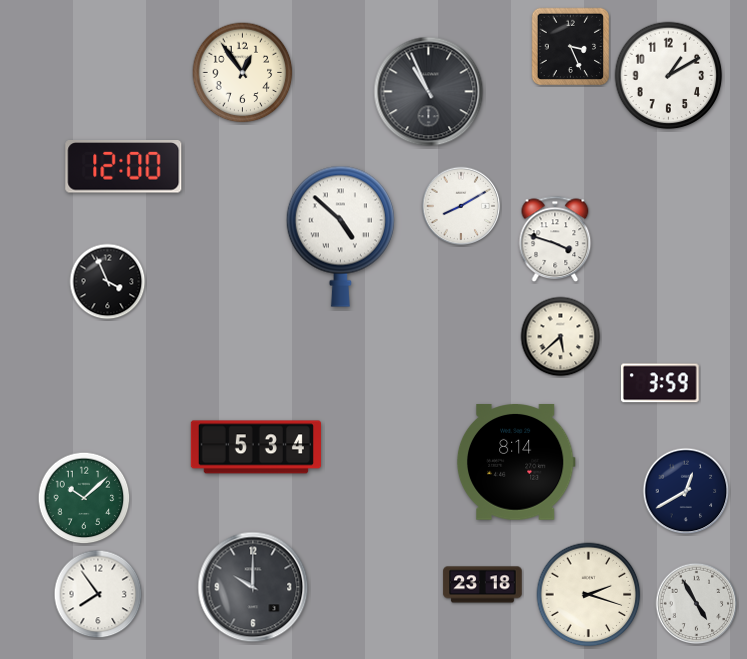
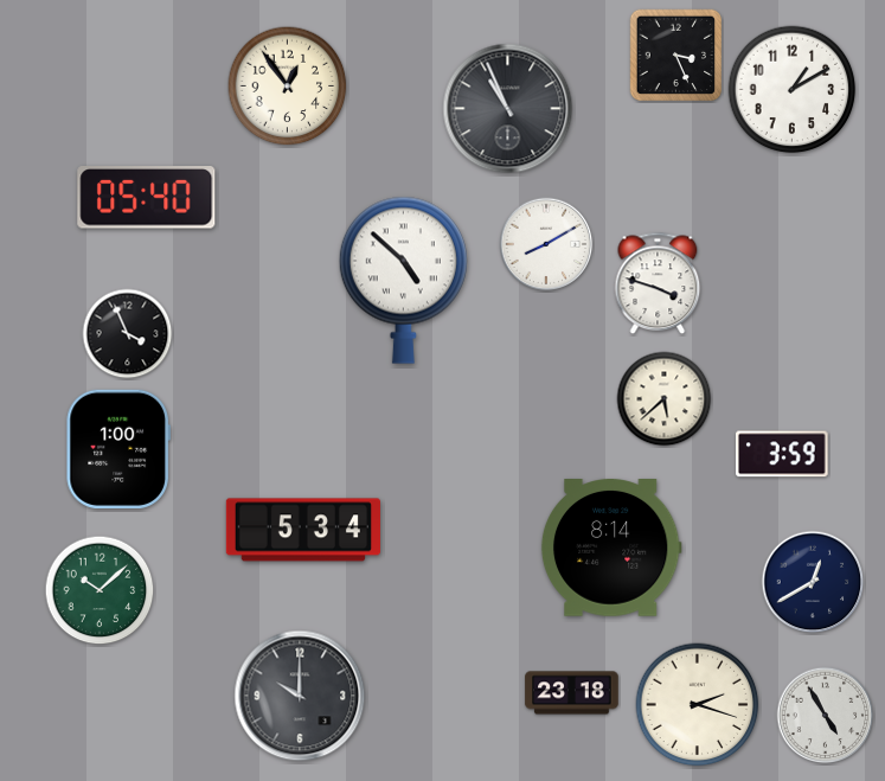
clock at (124, 167): 12:00 -> 05:40
clock at (118, 449): none -> 1:00
clock at (98, 594): 7:54 -> none
